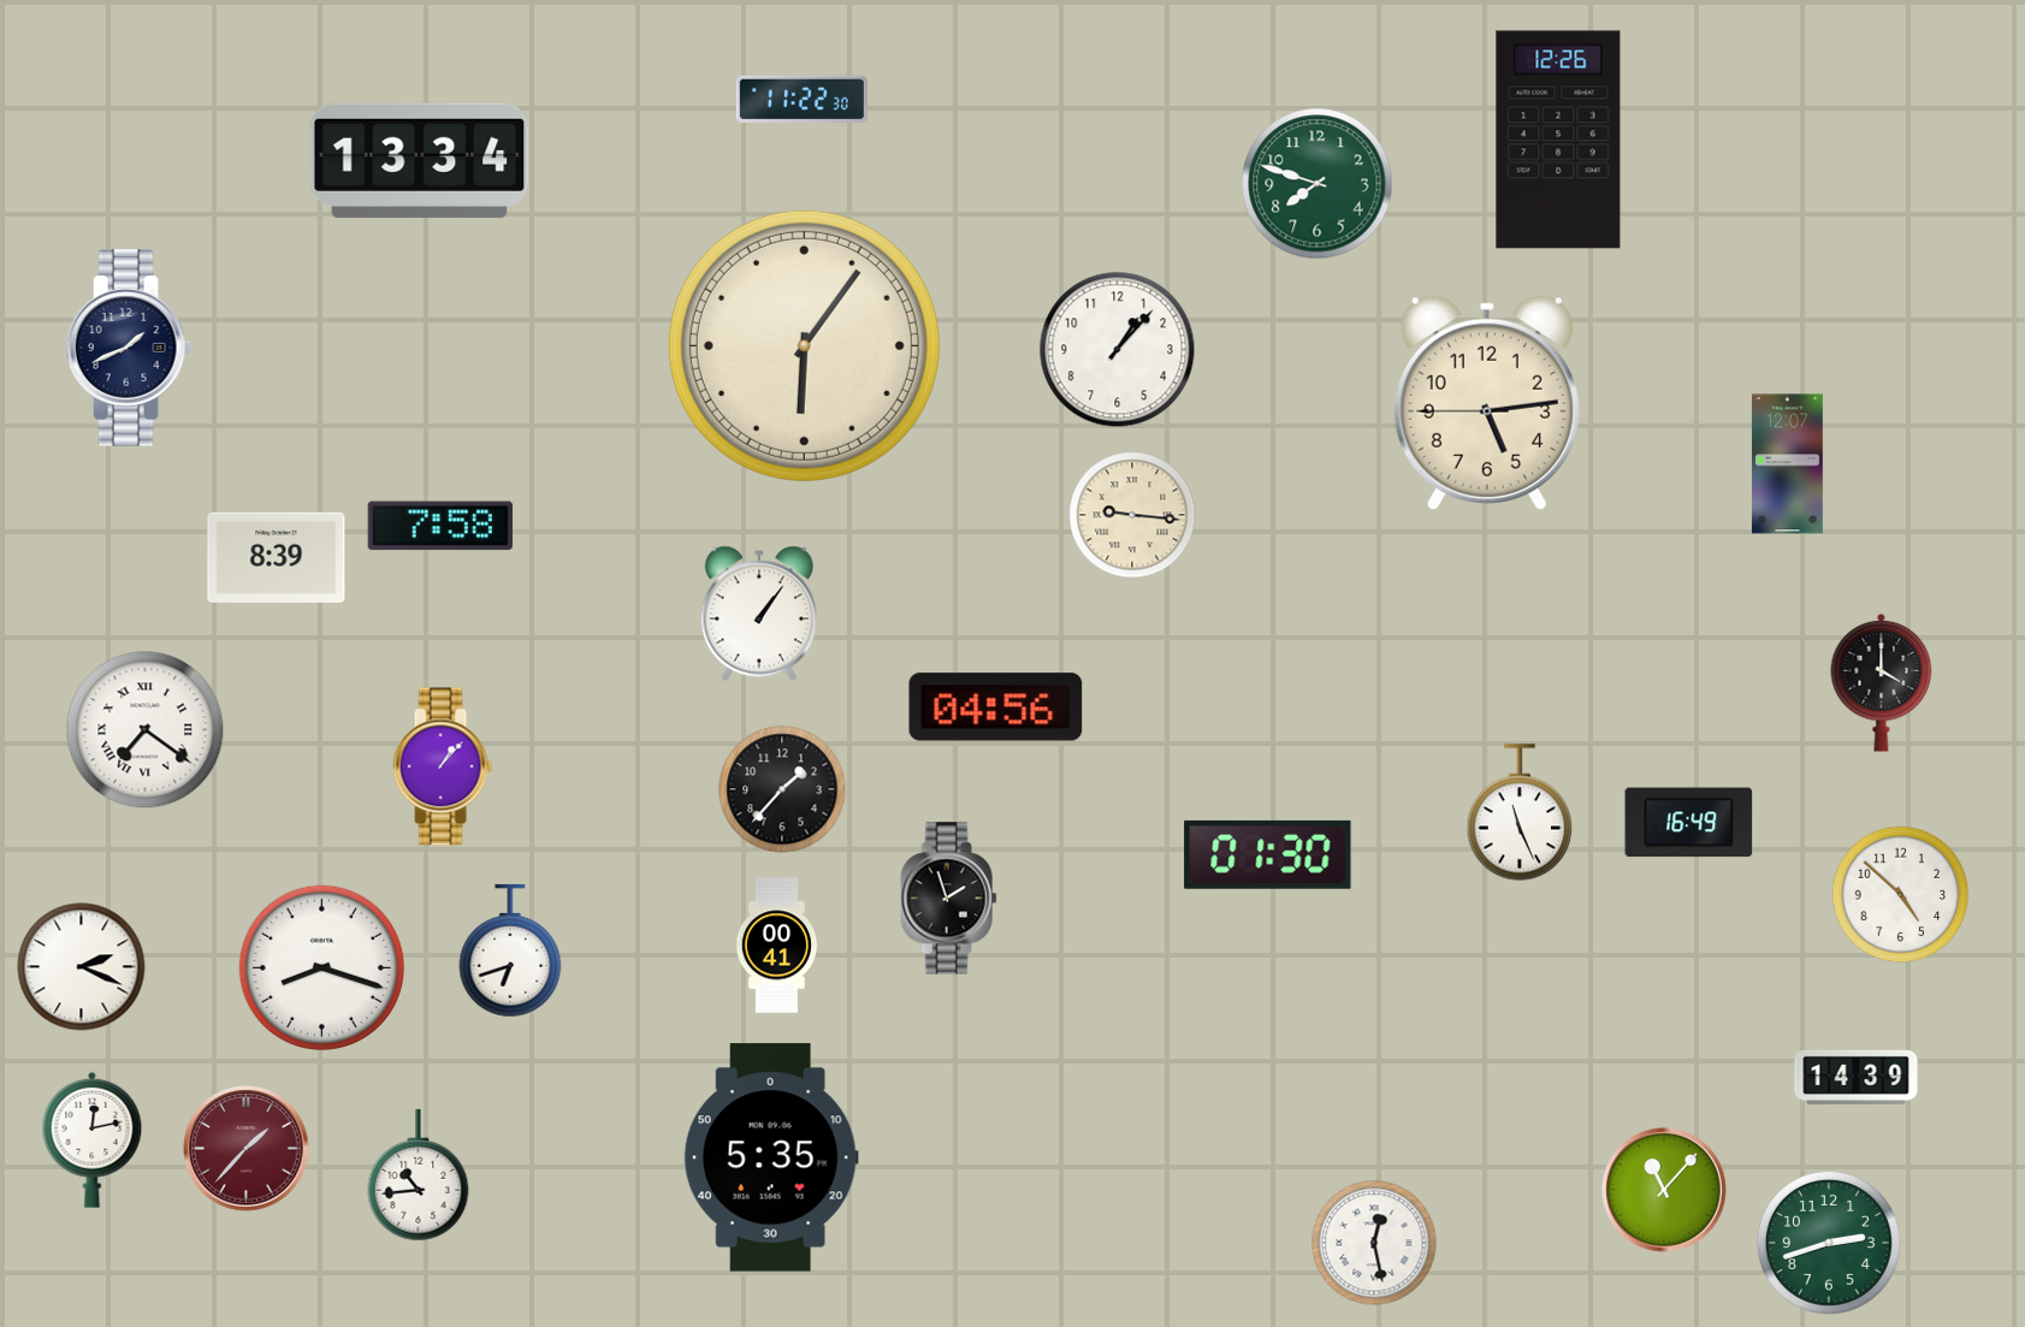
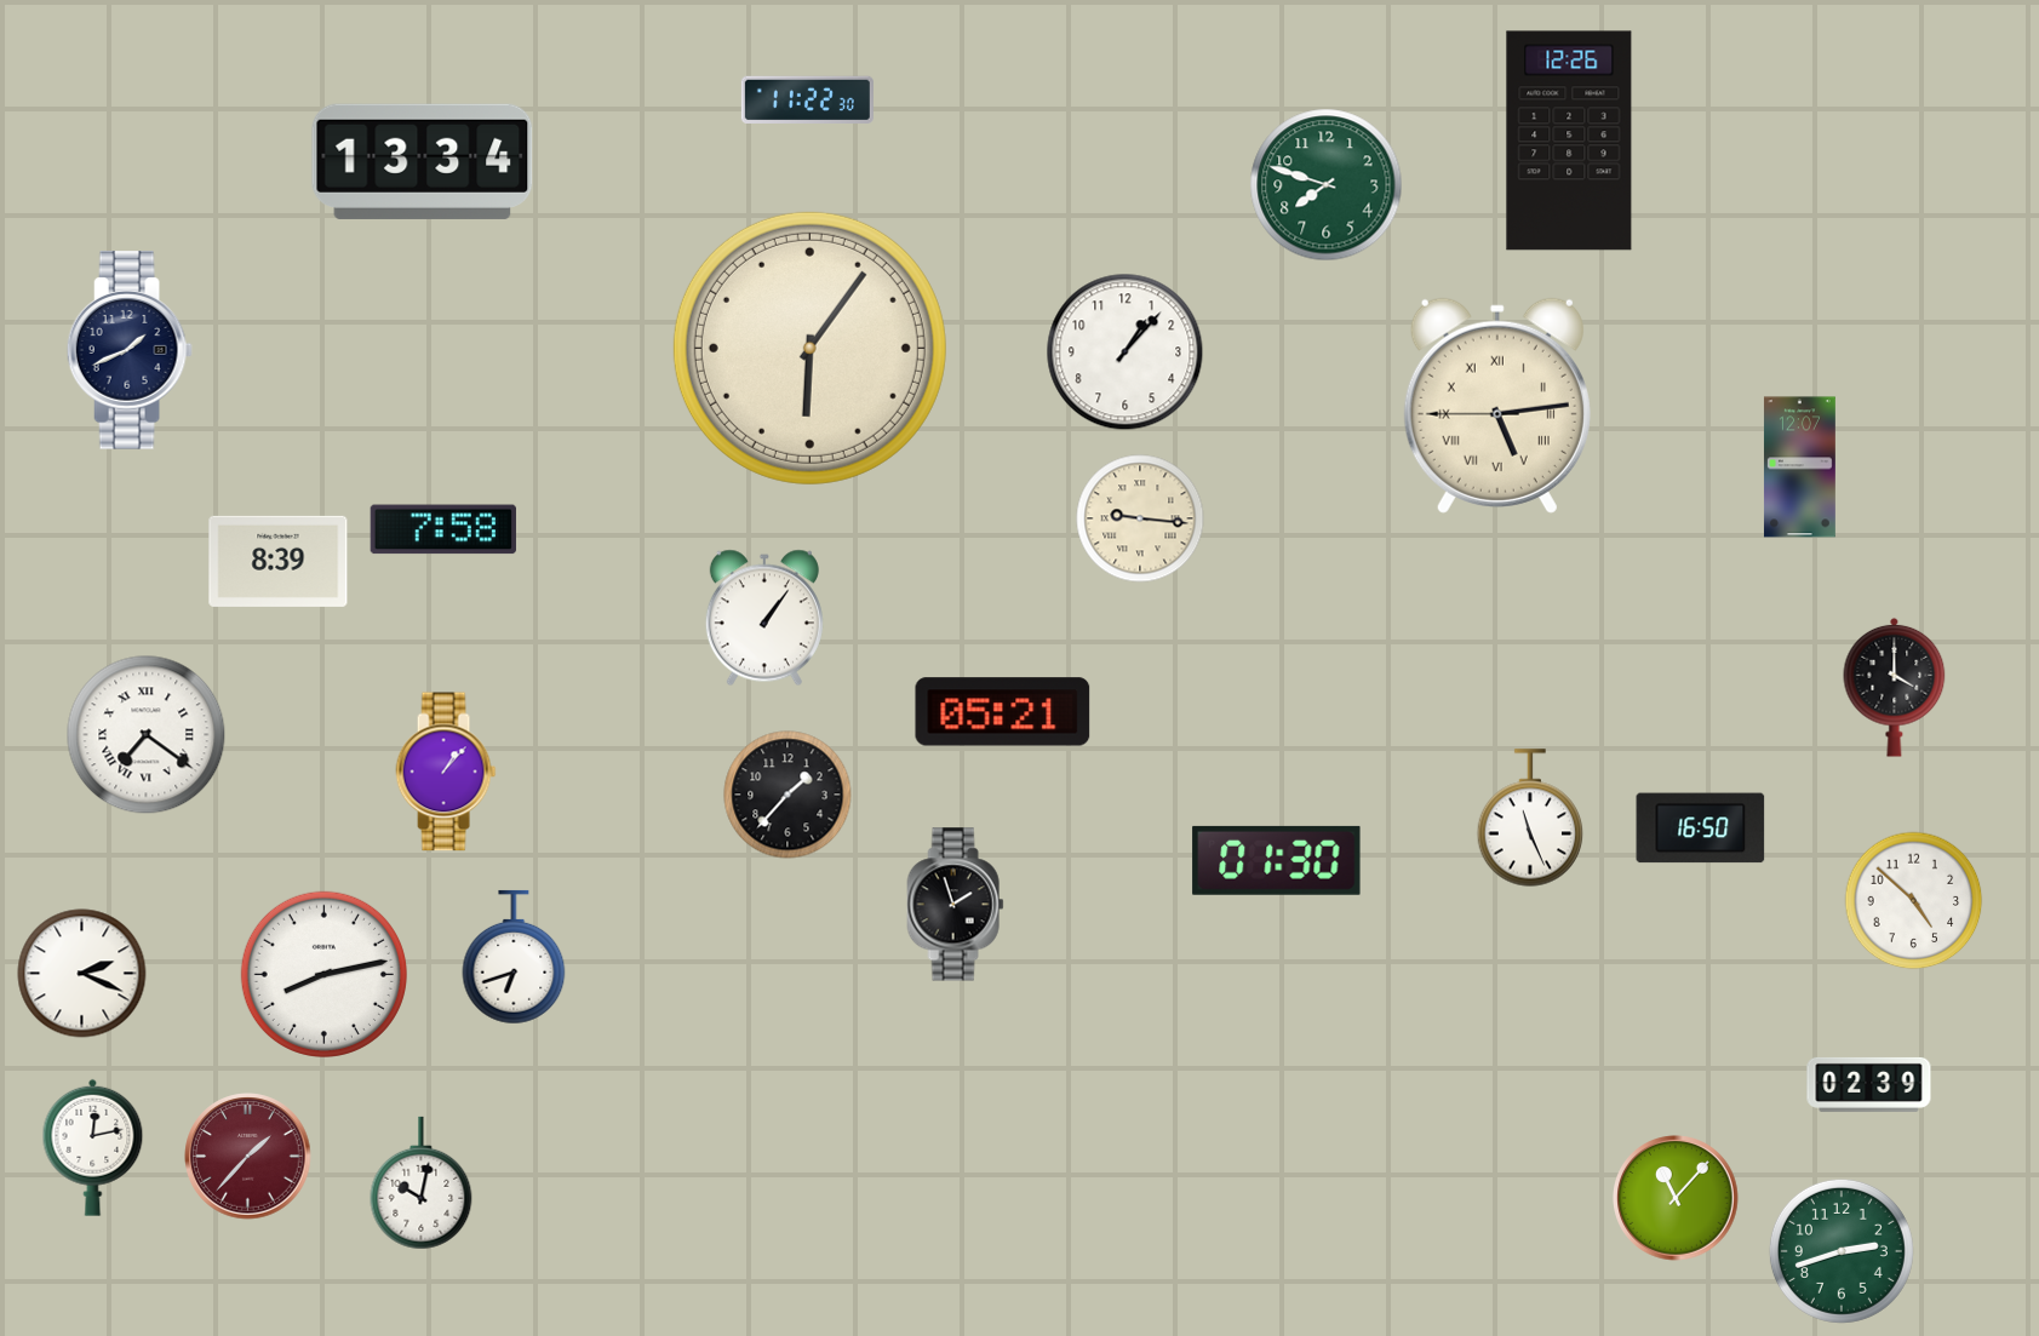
clock at (1487, 403) numerals: Arabic -> Roman
clock at (996, 707): 04:56 -> 05:21
clock at (1689, 823): 16:49 -> 16:50
clock at (777, 946): 00:41 -> none
clock at (321, 967): 8:18 -> 8:13
clock at (1857, 1077): 14:39 -> 02:39
clock at (771, 1157): 5:35 -> none
clock at (419, 1175): 10:44 -> 10:02
clock at (1374, 1243): 12:28 -> none
